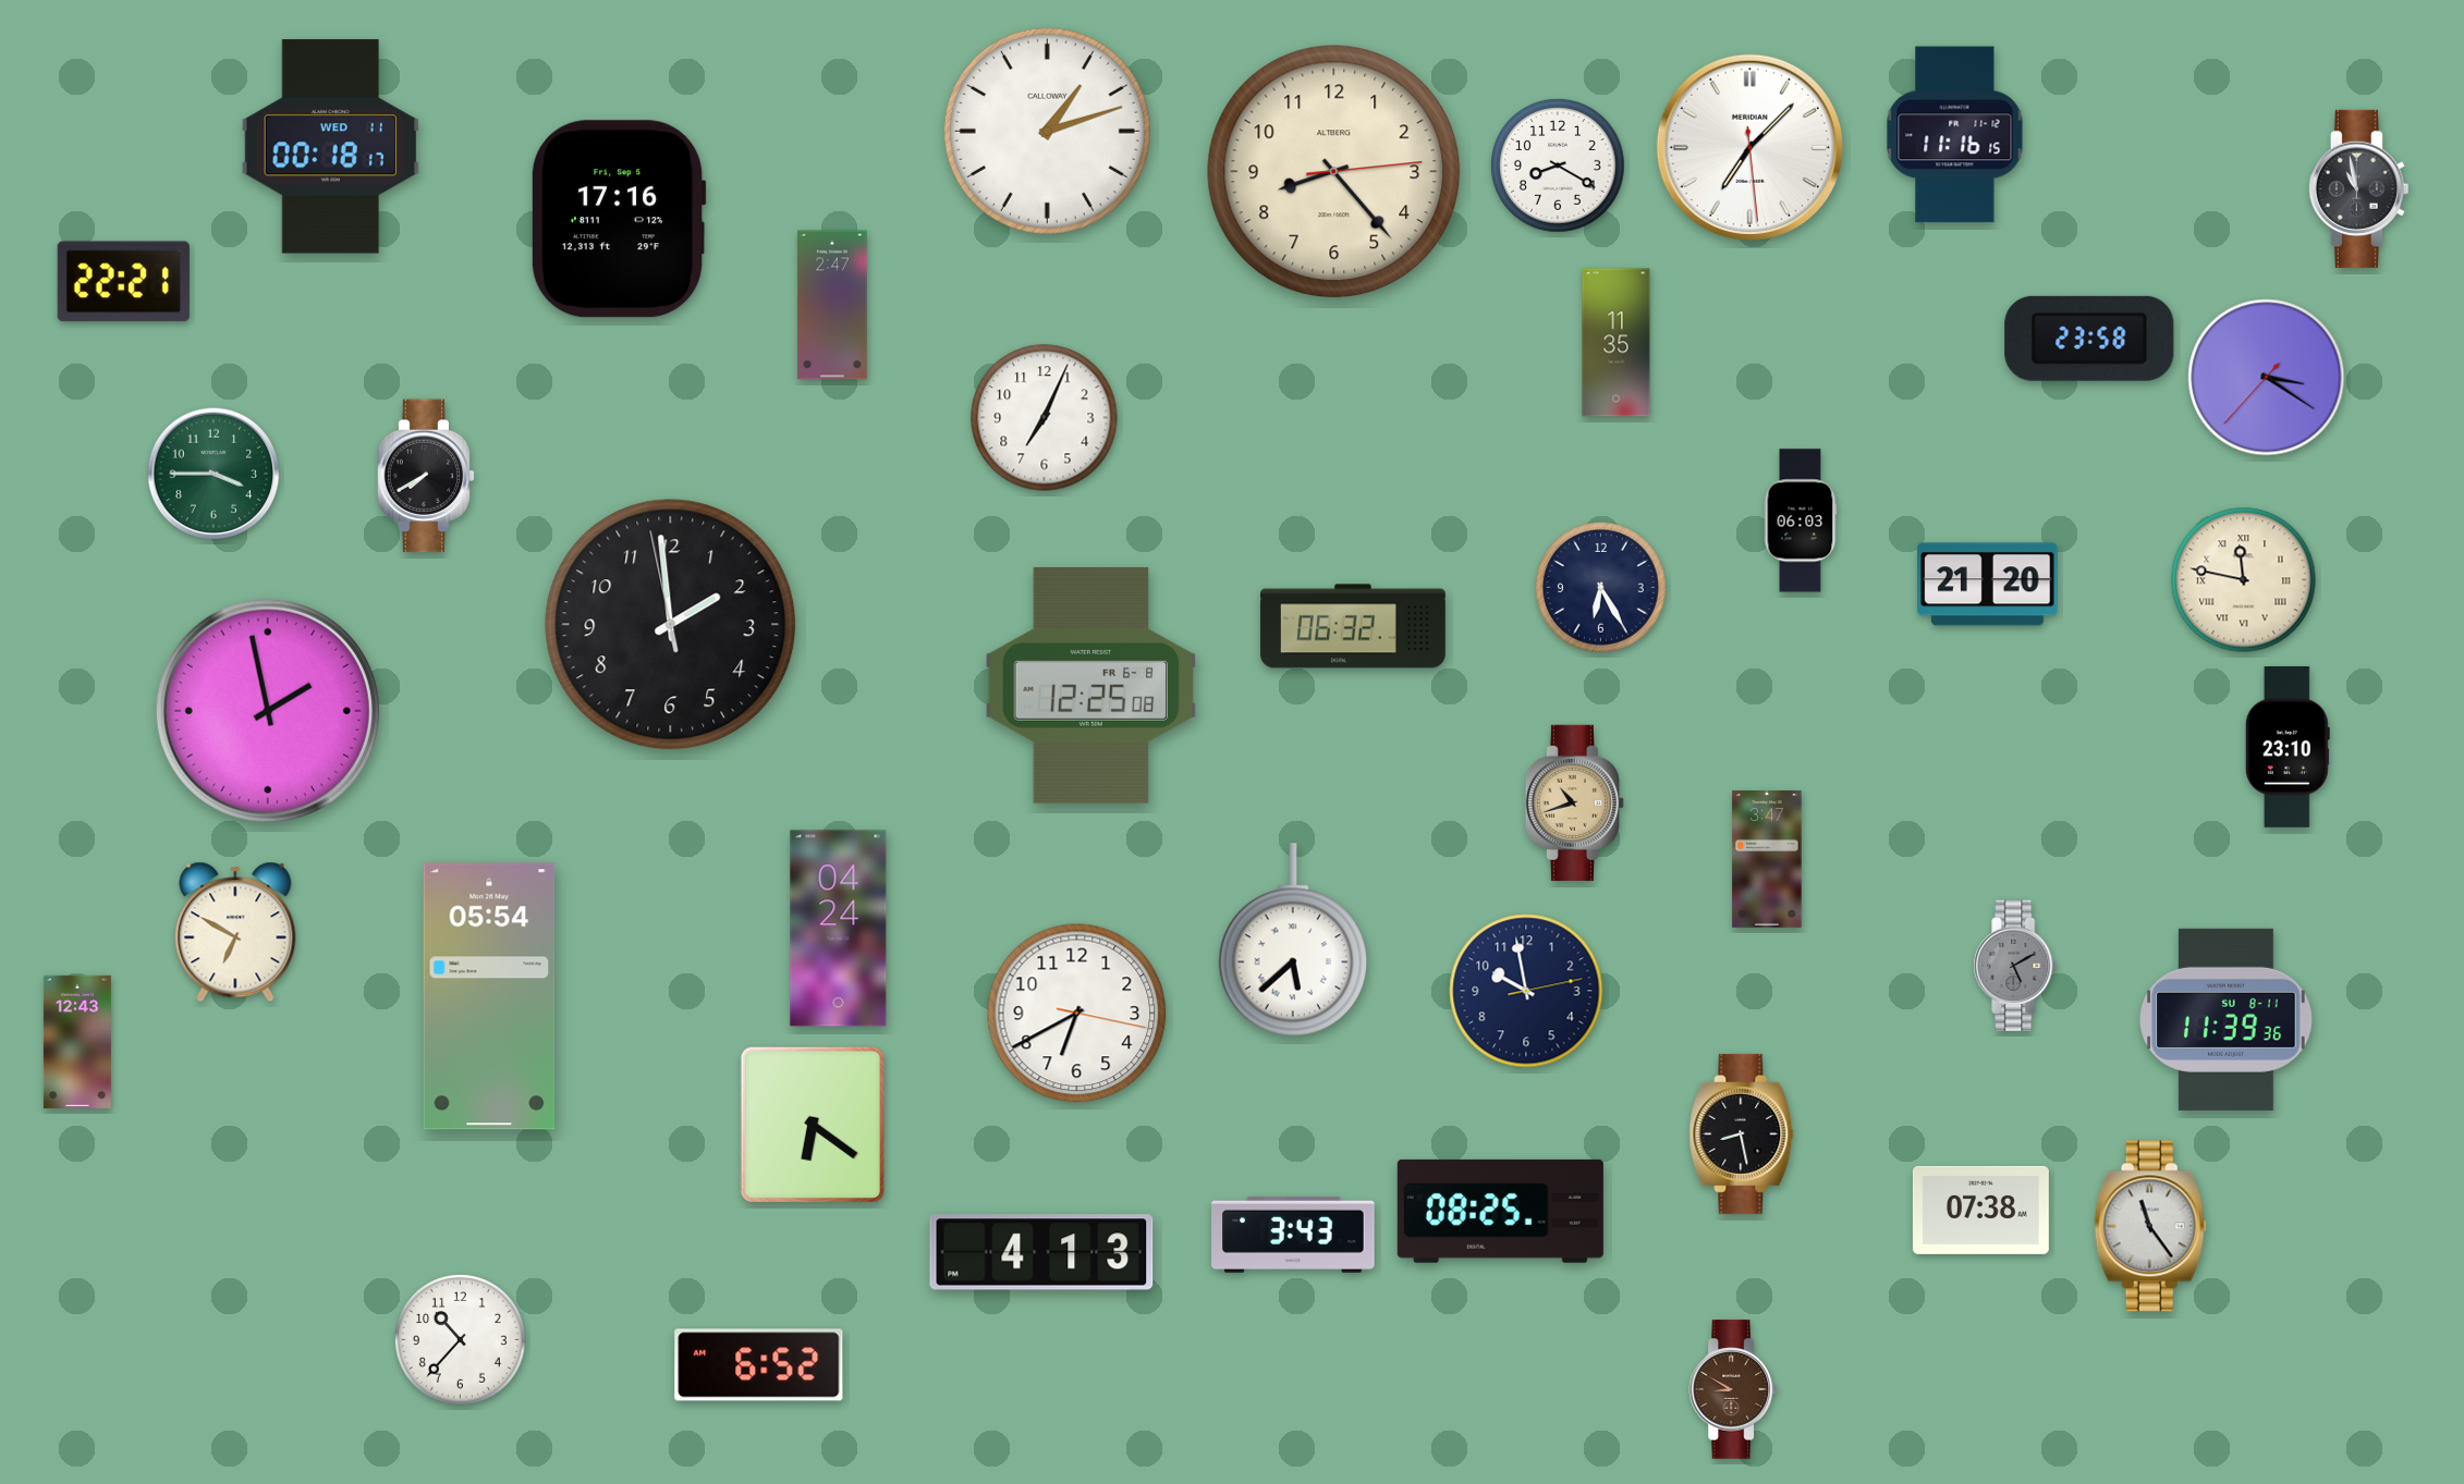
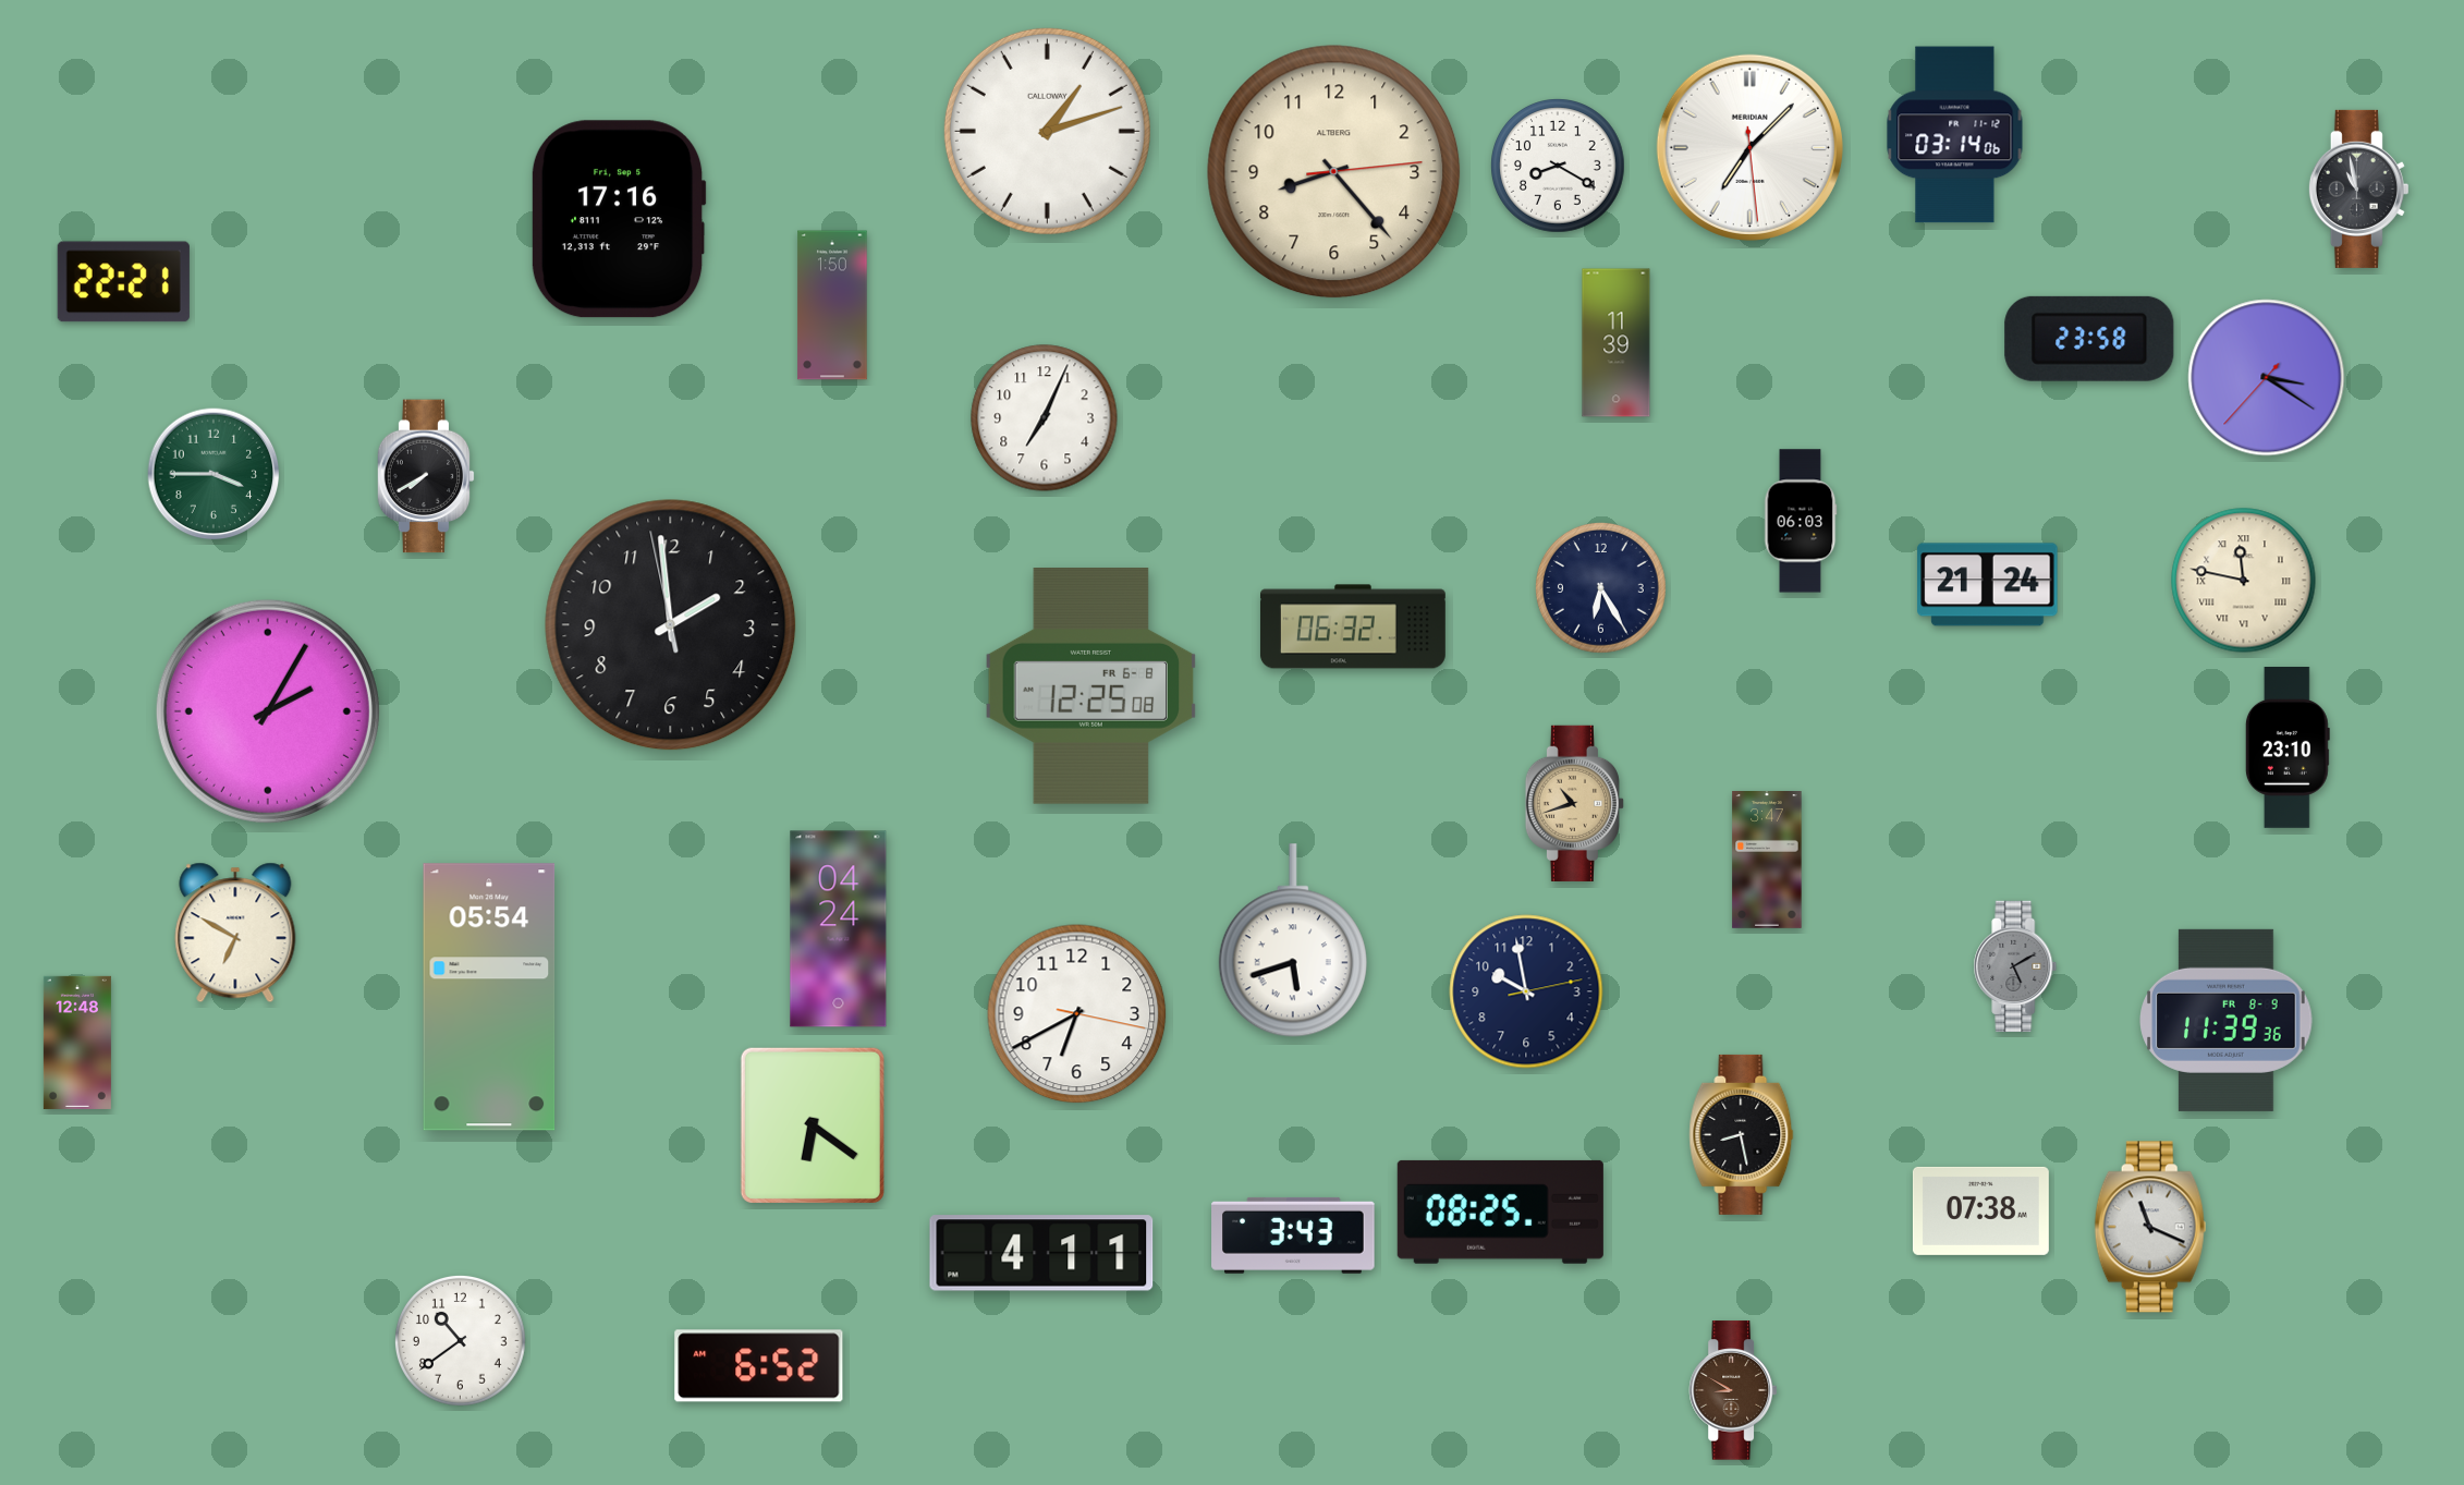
clock at (1955, 135): 11:16 -> 03:14
clock at (330, 147): 00:18 -> none
clock at (832, 305): 2:47 -> 1:50
clock at (1617, 343): 11:35 -> 11:39
clock at (1988, 585): 21:20 -> 21:24
clock at (268, 711): 1:58 -> 2:05
clock at (1293, 940): 5:38 -> 5:42
clock at (2227, 1019) date: SU 8-11 -> FR 8-9
clock at (77, 1042): 12:43 -> 12:48
clock at (2150, 1226): 11:24 -> 11:19
clock at (1041, 1252): 4:13 -> 4:11
clock at (461, 1340): 10:37 -> 10:39
